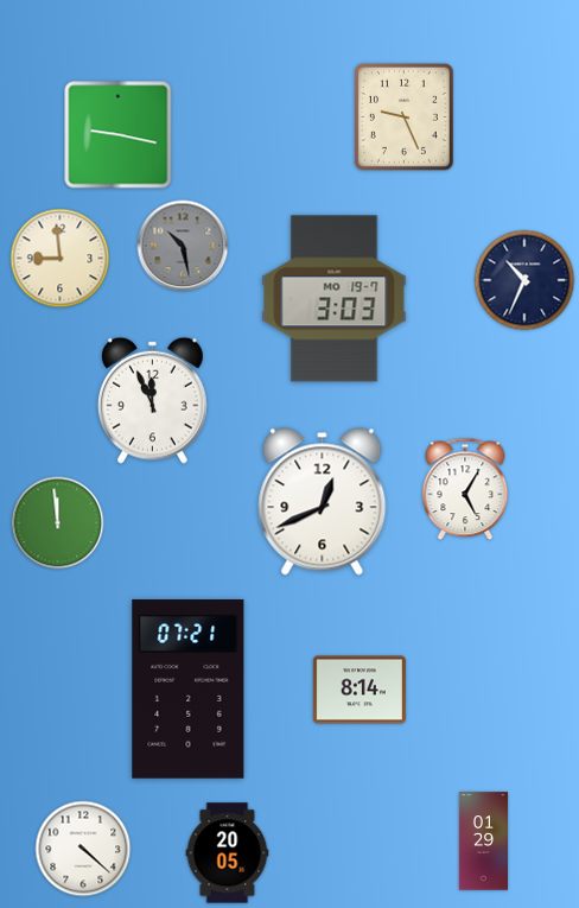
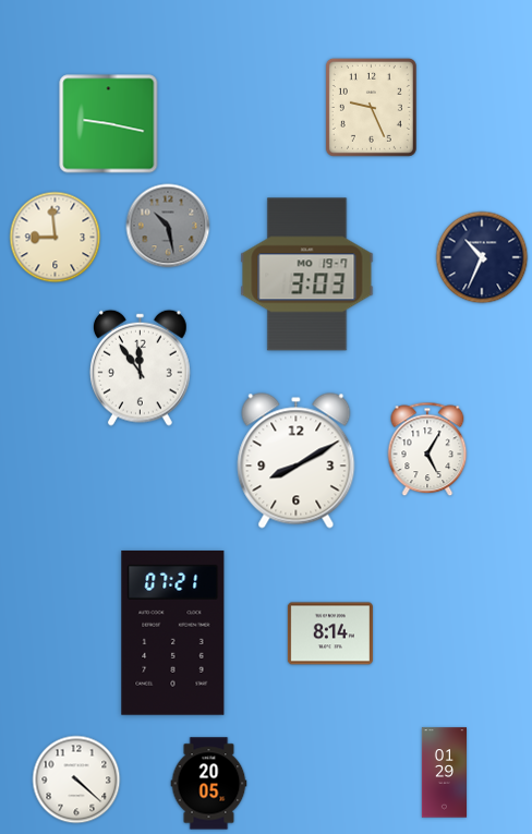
clock at (153, 400): 11:56 -> 11:54
clock at (323, 502): 12:41 -> 8:10
clock at (58, 523): 11:59 -> none
